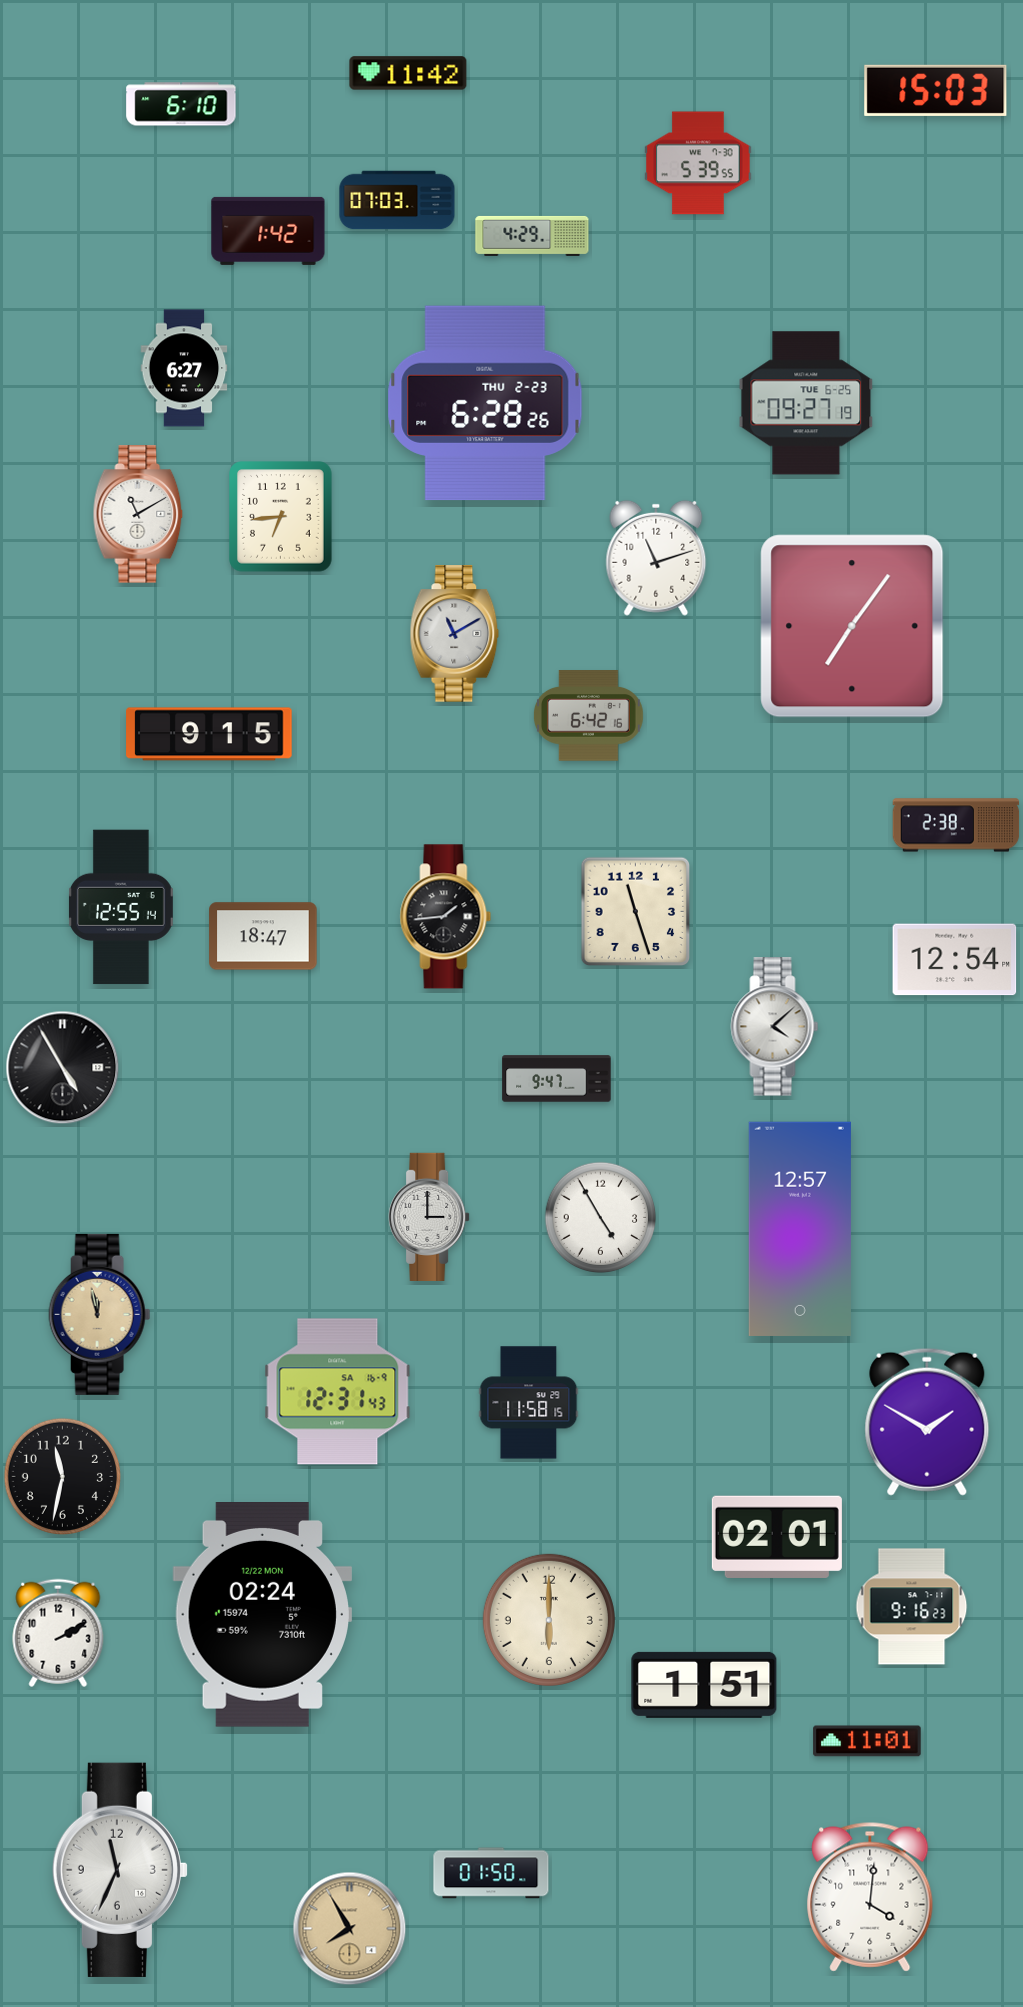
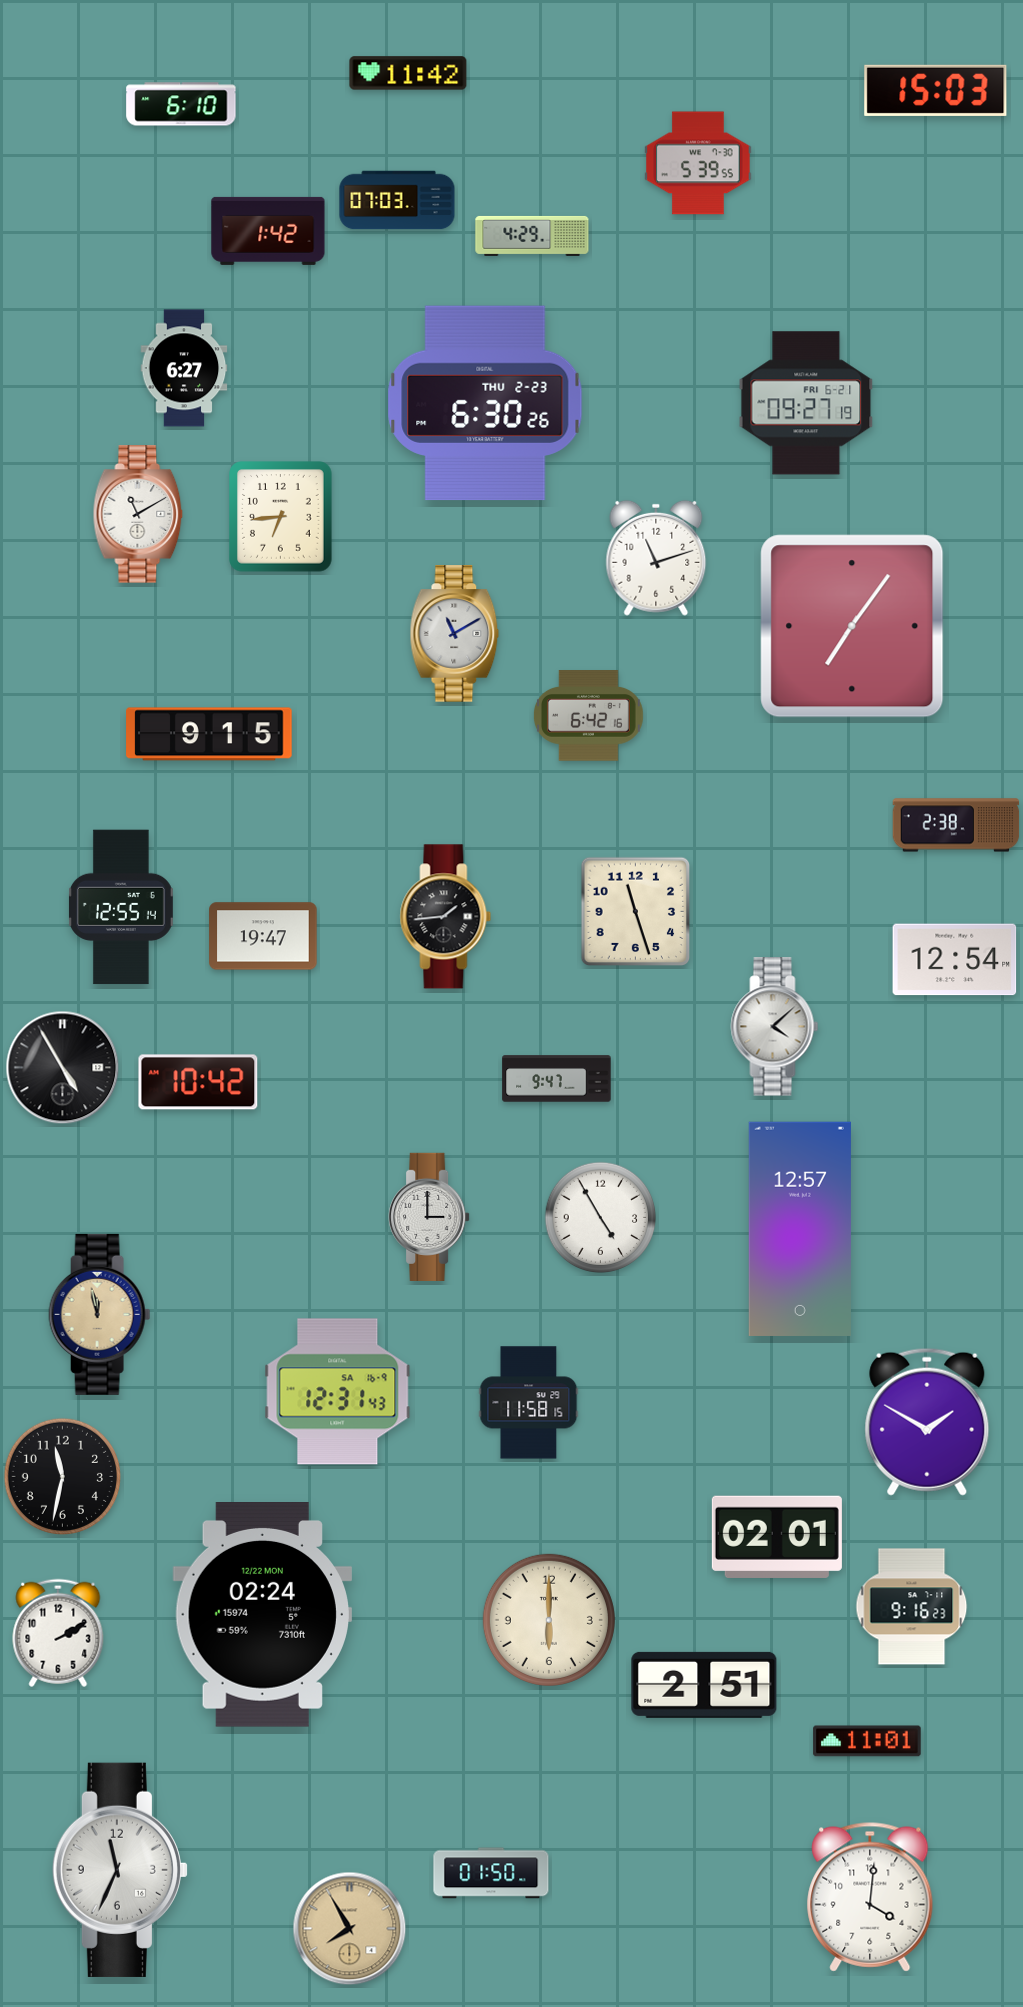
clock at (485, 403): 6:28 -> 6:30
clock at (806, 403) date: TUE 6-25 -> FRI 6-21
clock at (263, 936): 18:47 -> 19:47
clock at (198, 1082): none -> 10:42
clock at (704, 1685): 1:51 -> 2:51
